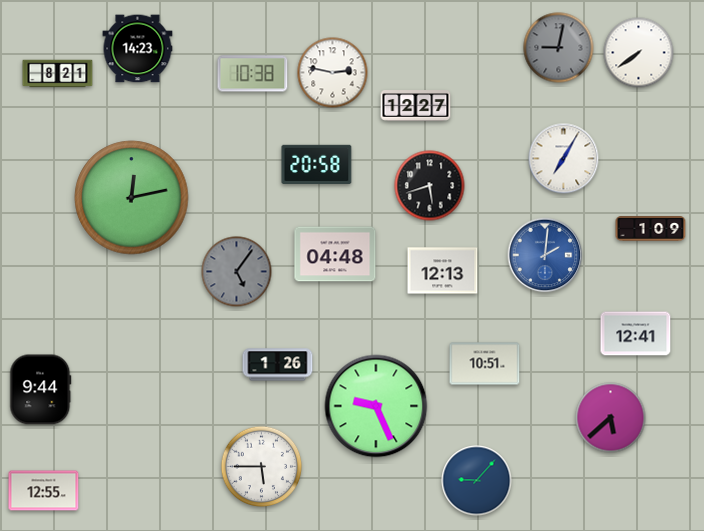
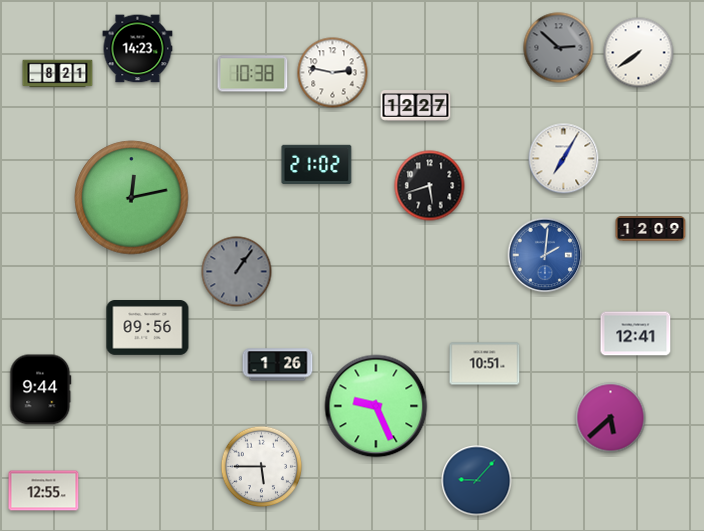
clock at (559, 48): 9:02 -> 2:52
clock at (317, 164): 20:58 -> 21:02
clock at (651, 229): 1:09 -> 12:09
clock at (335, 254): 04:48 -> none
clock at (443, 271): 12:13 -> none
clock at (237, 272): 5:06 -> 1:06
clock at (148, 328): none -> 09:56
